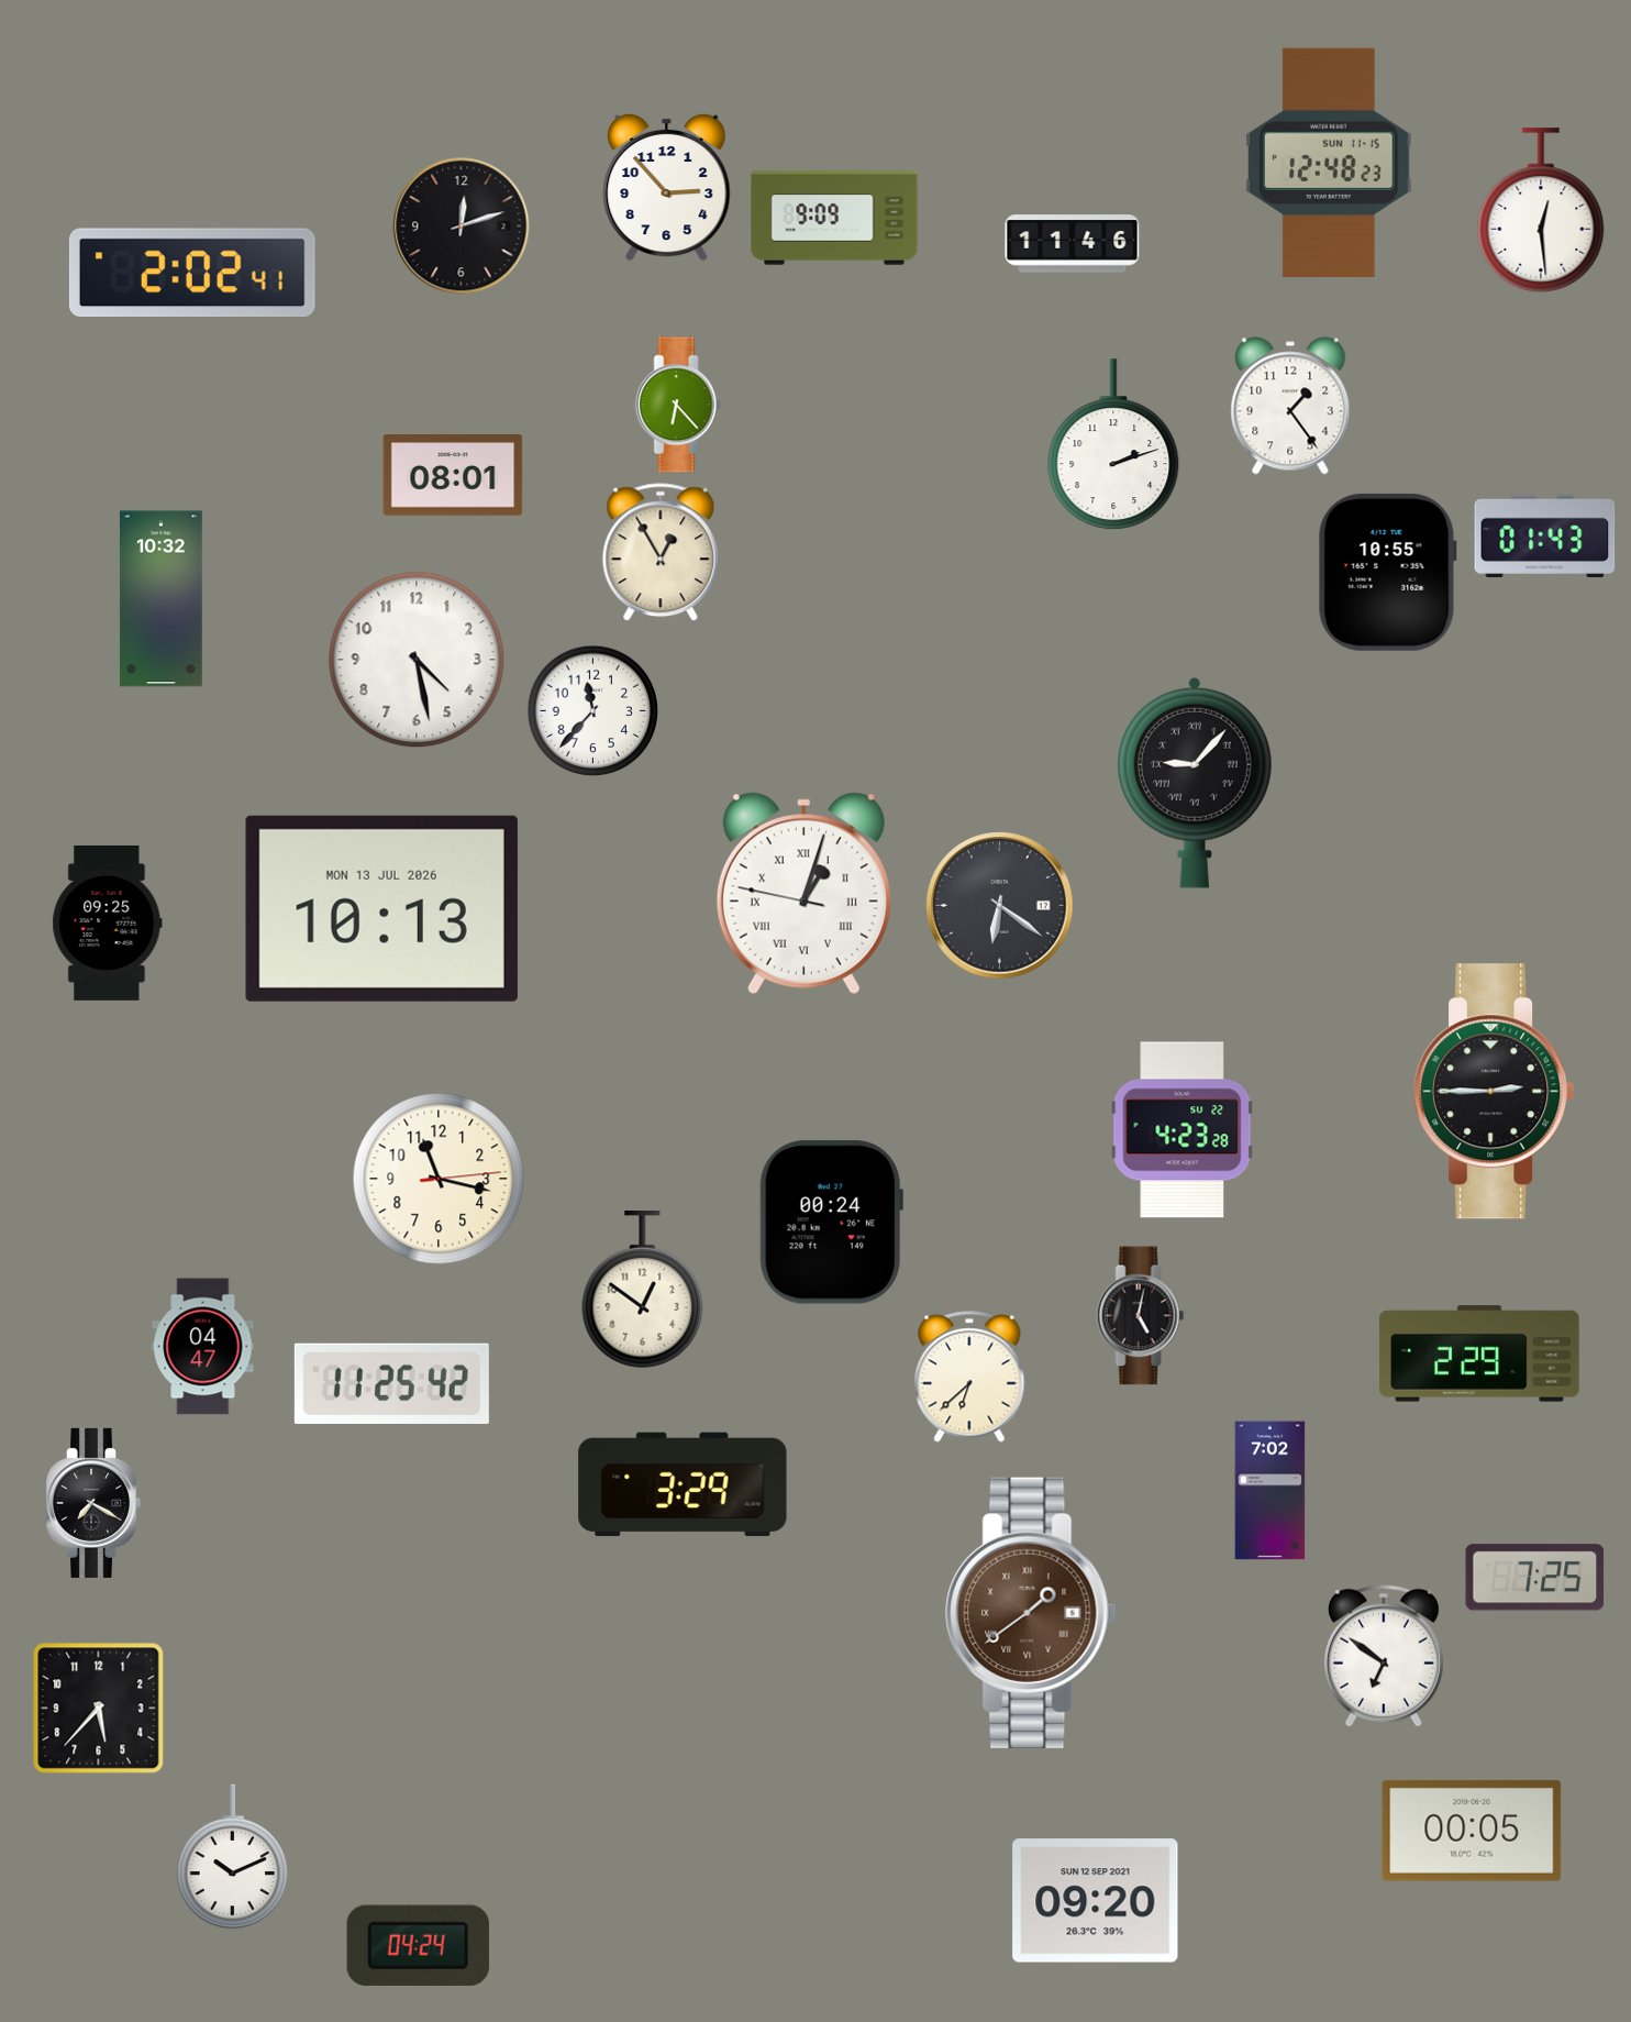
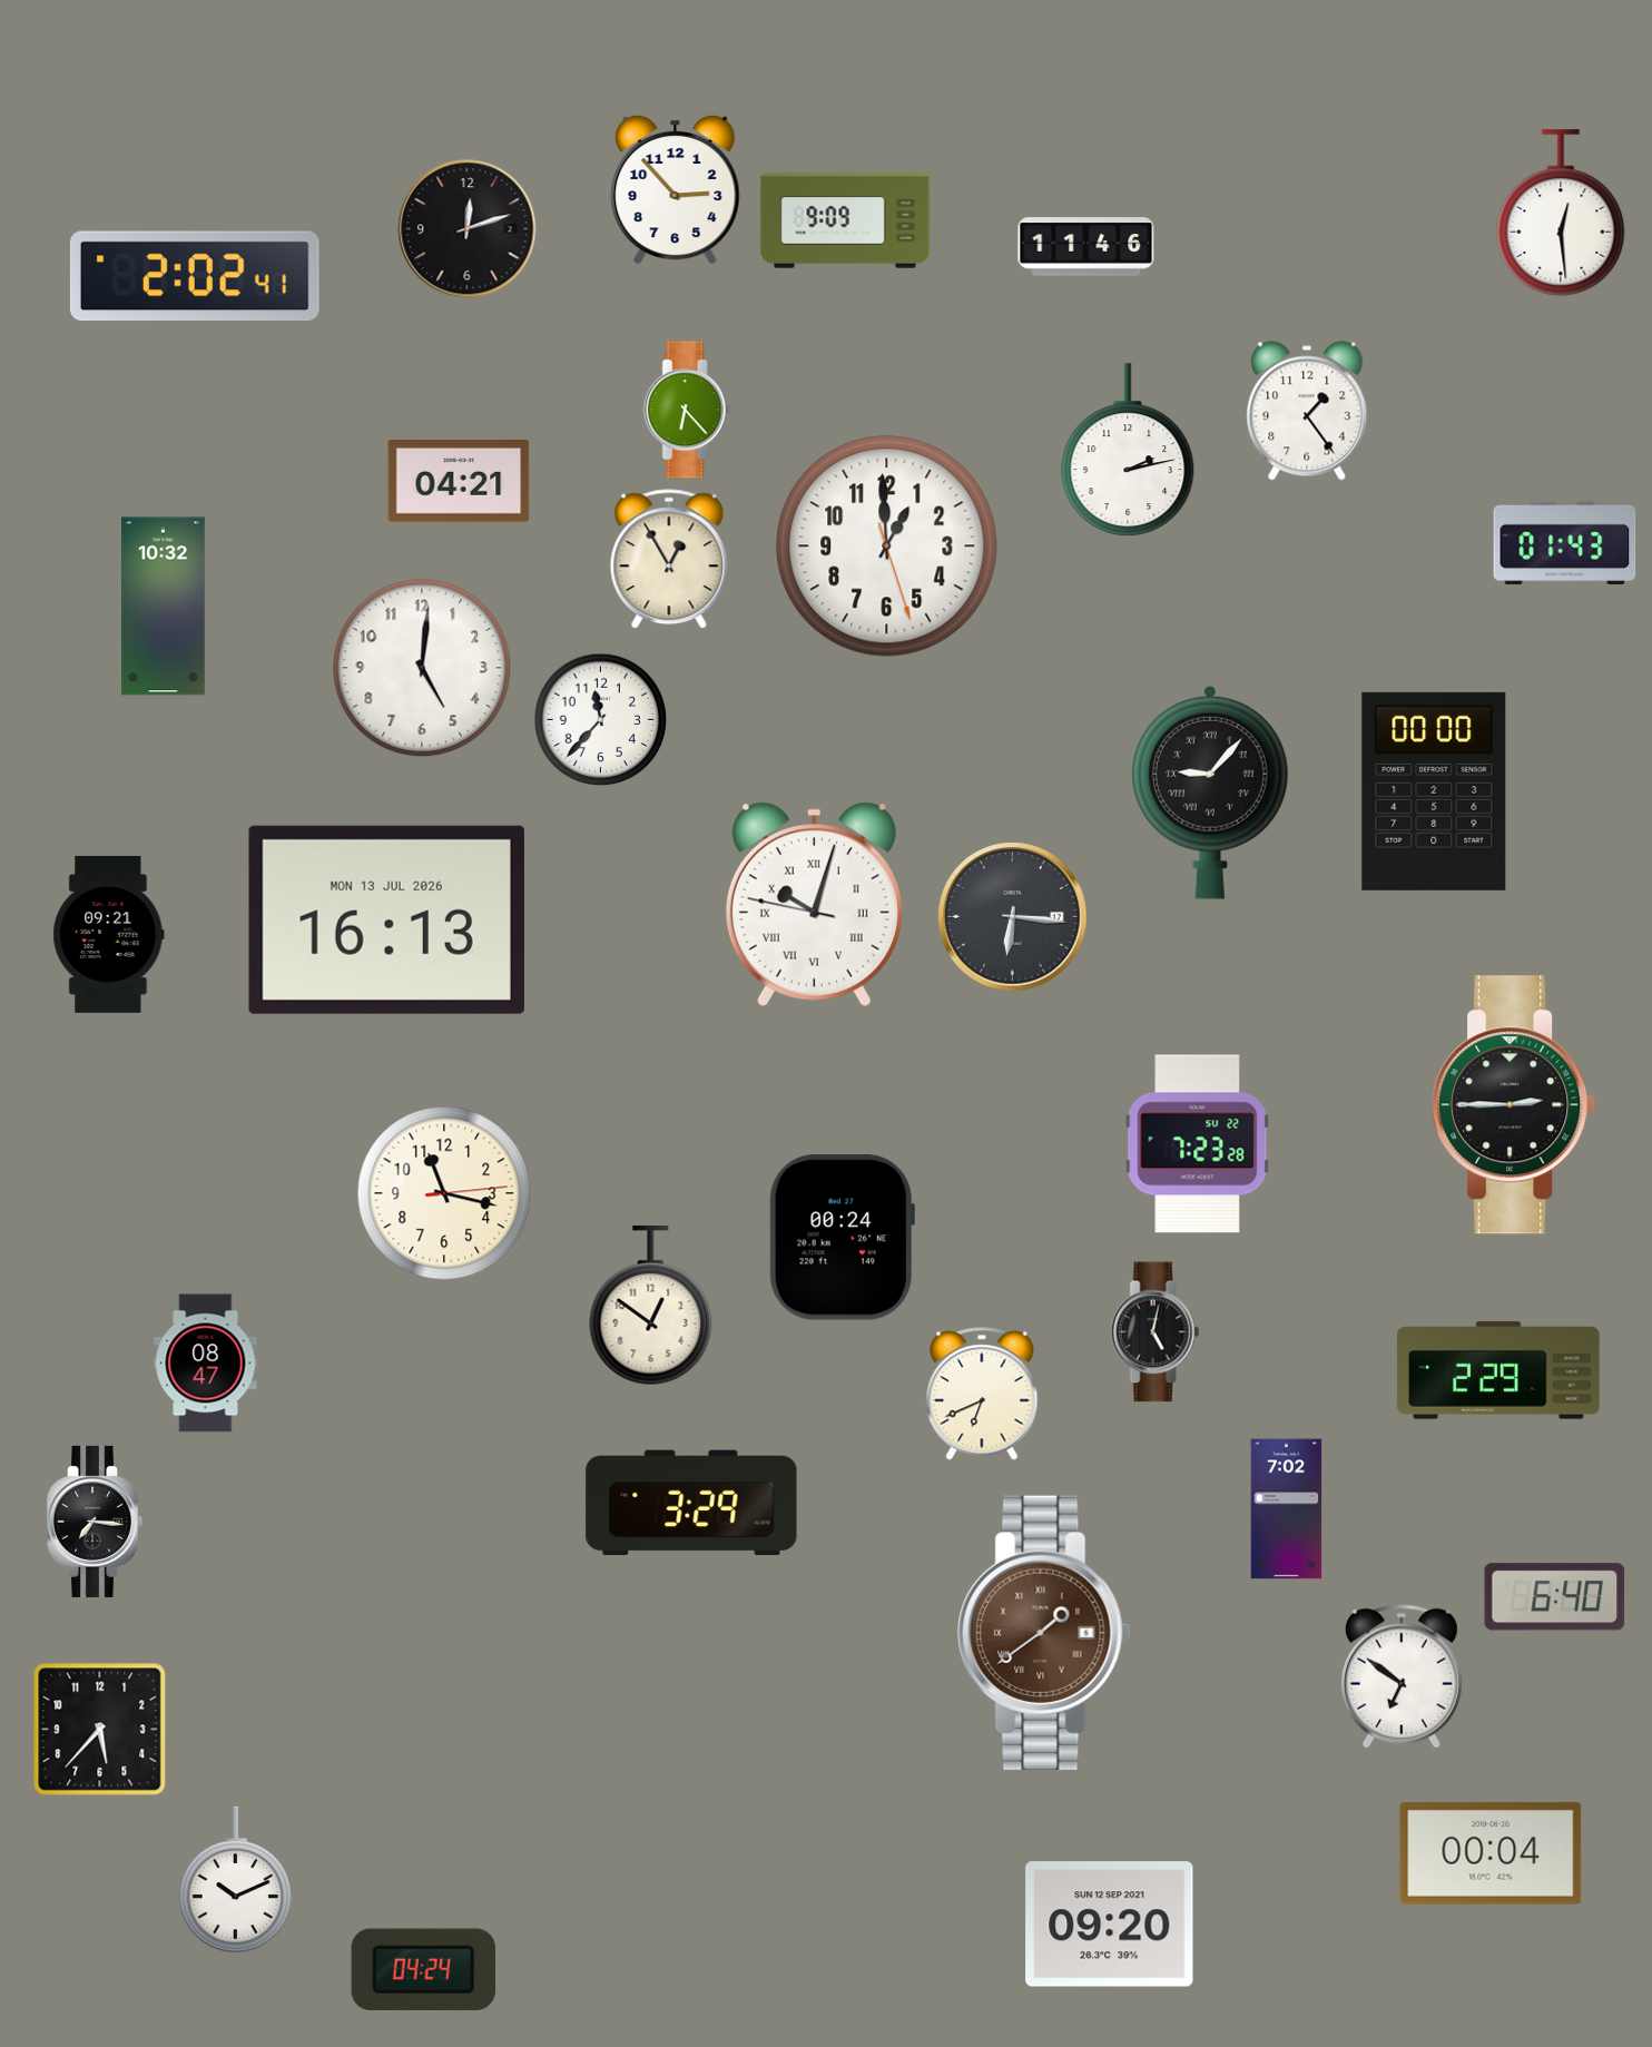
clock at (1329, 163): 12:48 -> none
clock at (1113, 445): 2:12 -> 2:13
clock at (453, 476): 08:01 -> 04:21
clock at (887, 547): none -> 12:59
clock at (1387, 572): 10:55 -> none
clock at (417, 660): 4:28 -> 5:01
clock at (1434, 791): none -> 00:00
clock at (803, 893): 1:02 -> 10:02
clock at (1000, 906): 6:21 -> 6:16
clock at (381, 908): 10:13 -> 16:13
clock at (108, 922): 09:25 -> 09:21
clock at (1183, 1130): 4:23 -> 7:23
clock at (203, 1347): 04:47 -> 08:47
clock at (969, 1377): 6:38 -> 6:41
clock at (391, 1383): 11:25 -> none
clock at (93, 1503): 7:20 -> 7:16
clock at (1535, 1578): 7:25 -> 6:40
clock at (1472, 1831): 00:05 -> 00:04
